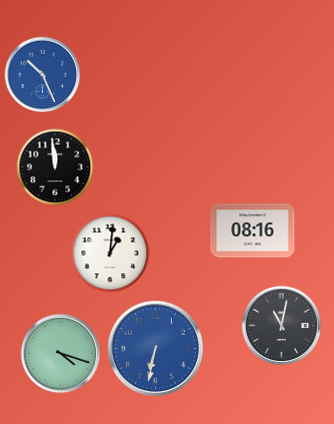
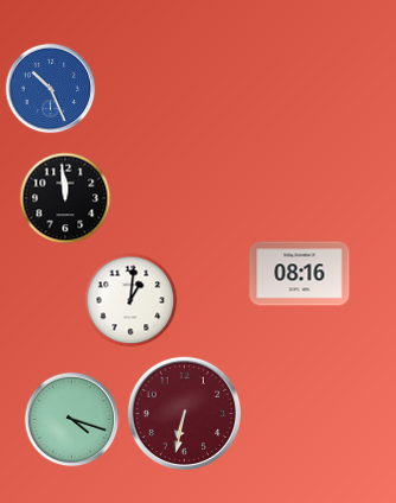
clock at (282, 326): 11:02 -> none
clock at (155, 348) dial: blue -> burgundy
